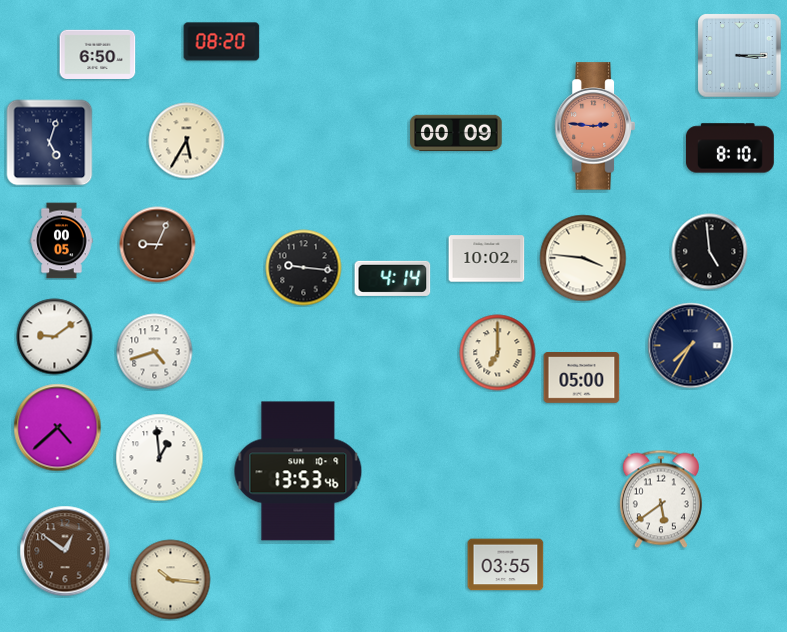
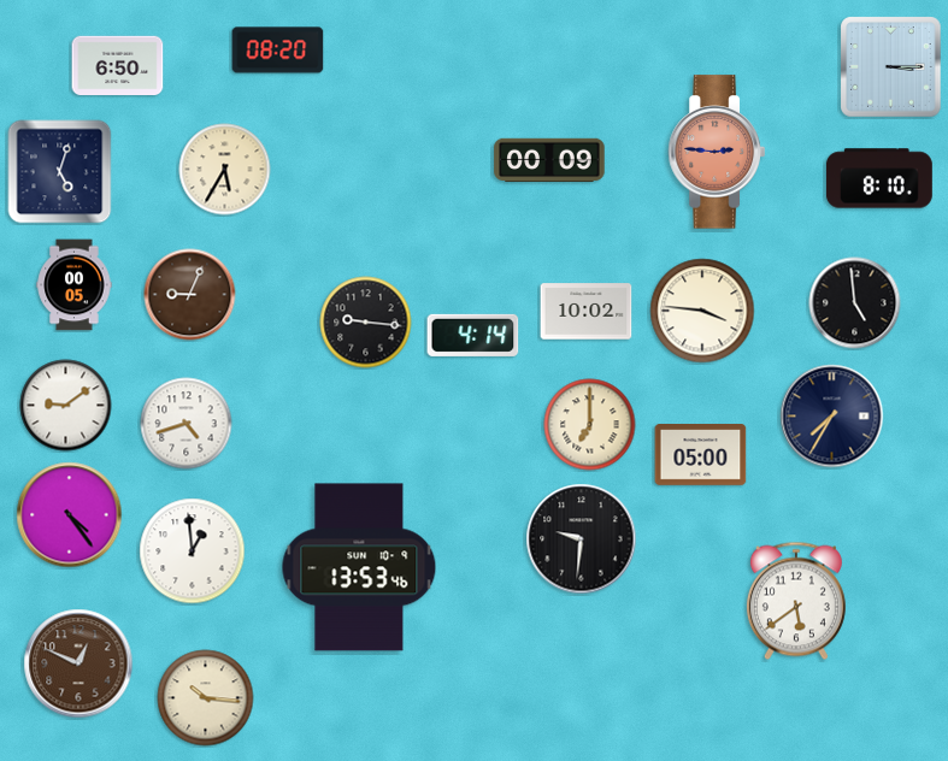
clock at (222, 42) position: (222, 42) -> (278, 51)
clock at (62, 241) position: (62, 241) -> (75, 285)
clock at (498, 353) position: (498, 353) -> (590, 425)
clock at (58, 428): 4:38 -> 4:24
clock at (582, 539): none -> 9:31
clock at (65, 551): 12:51 -> 12:49
clock at (506, 565): 03:55 -> none
